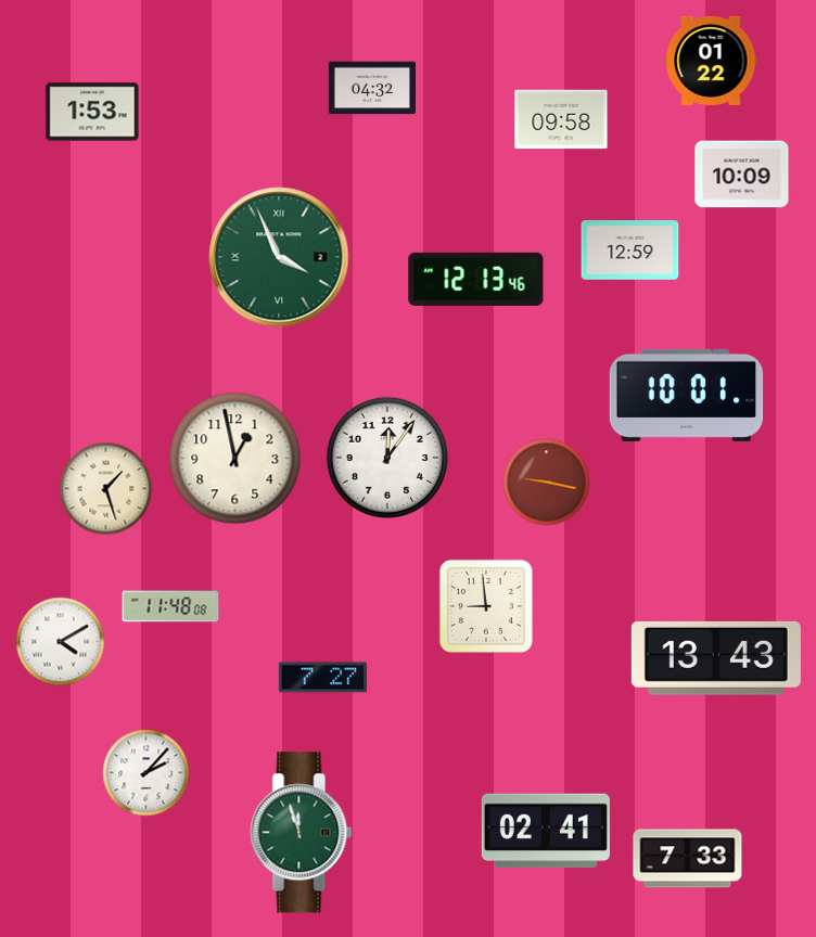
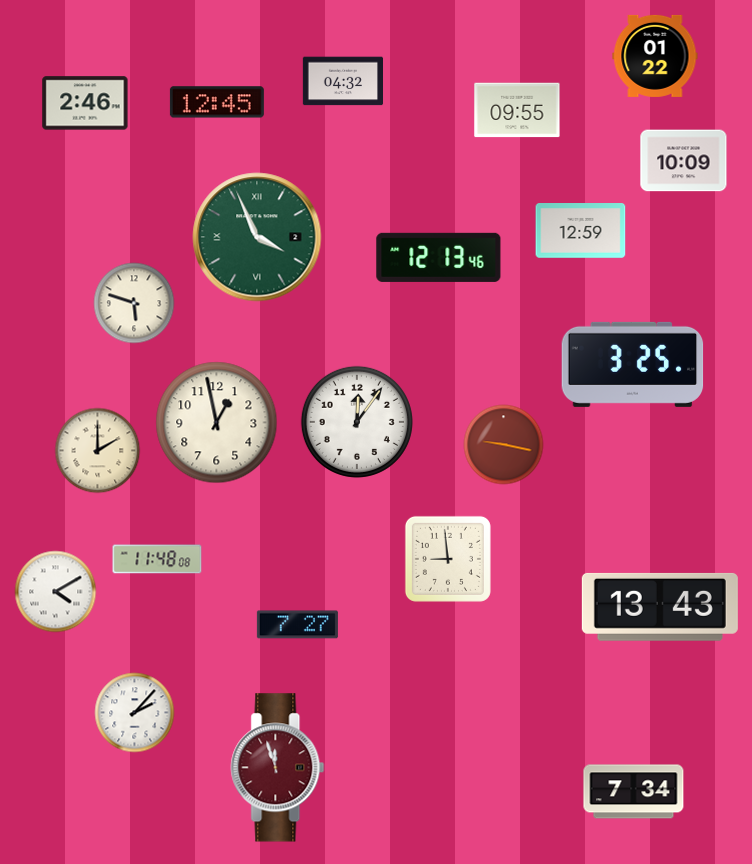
clock at (217, 102): none -> 12:45
clock at (92, 112): 1:53 -> 2:46
clock at (561, 119): 09:58 -> 09:55
clock at (134, 303): none -> 5:48
clock at (687, 395): 10:01 -> 3:25
clock at (106, 489): 1:27 -> 2:00
clock at (546, 831): 02:41 -> none
clock at (302, 833) dial: green -> burgundy
clock at (688, 859): 7:33 -> 7:34
